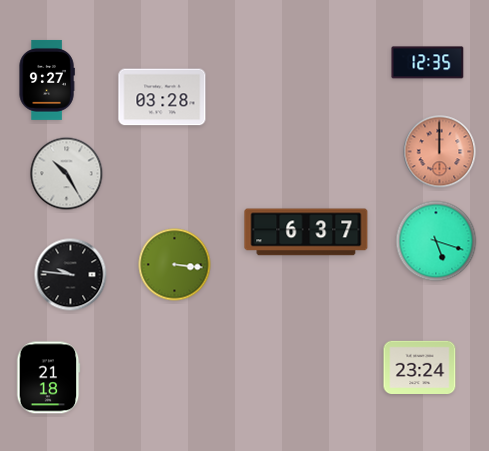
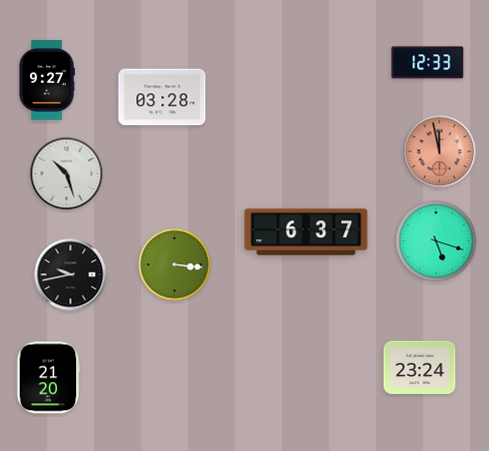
clock at (428, 63): 12:35 -> 12:33
clock at (440, 152): 12:00 -> 11:58
clock at (67, 174): 10:25 -> 10:27
clock at (71, 275): 9:46 -> 9:43
clock at (48, 378): 21:18 -> 21:20
